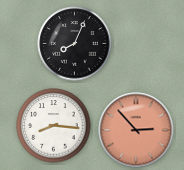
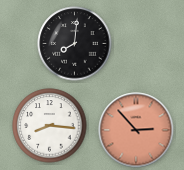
clock at (75, 44): 8:04 -> 8:01
clock at (54, 126) position: (54, 126) -> (50, 126)
